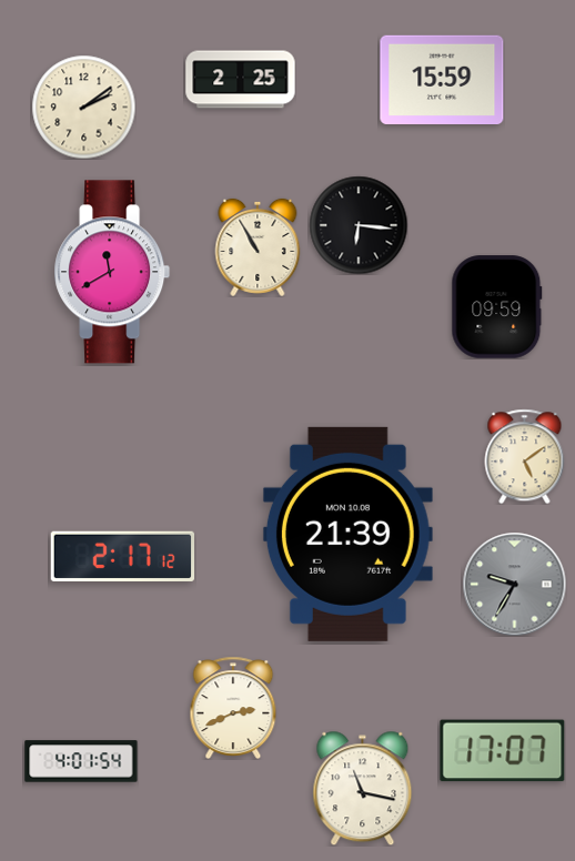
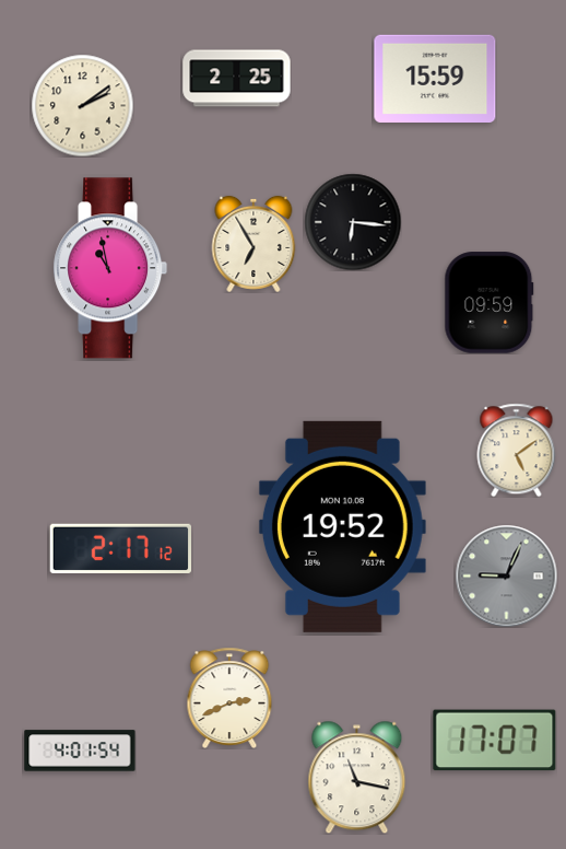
clock at (258, 247): 10:55 -> 6:55
clock at (112, 272): 11:40 -> 10:58
clock at (347, 534): 21:39 -> 19:52
clock at (514, 584): 9:35 -> 9:04
